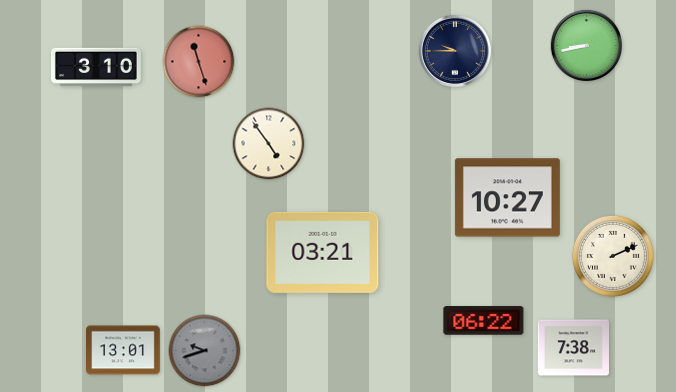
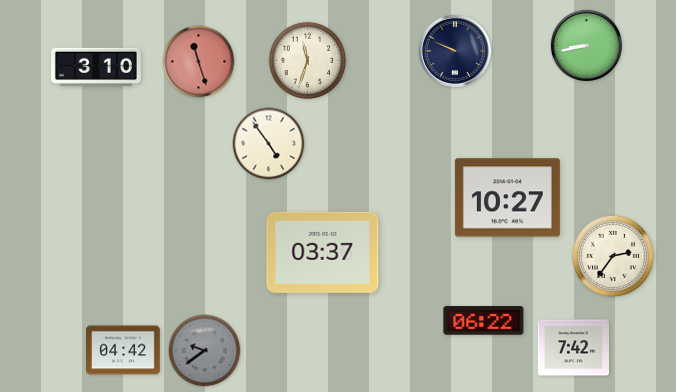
clock at (454, 50): 9:45 -> 9:49
clock at (308, 61): none -> 11:33
clock at (323, 252): 03:21 -> 03:37
clock at (613, 256): 2:11 -> 2:36
clock at (573, 348): 7:38 -> 7:42
clock at (124, 350): 13:01 -> 04:42
clock at (205, 351): 9:42 -> 9:39
